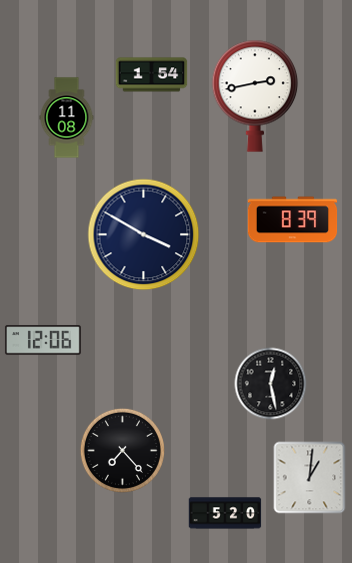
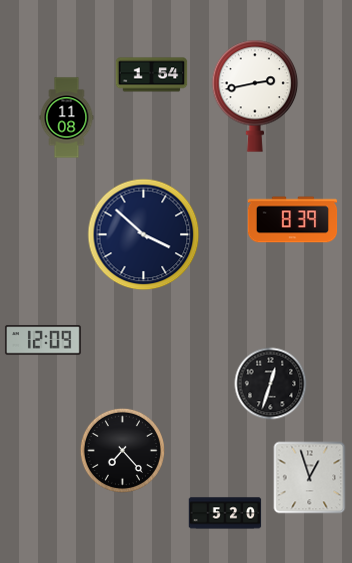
clock at (144, 235): 3:50 -> 3:52
clock at (43, 340): 12:06 -> 12:09
clock at (271, 384): 12:28 -> 12:33
clock at (310, 478): 1:01 -> 12:57
